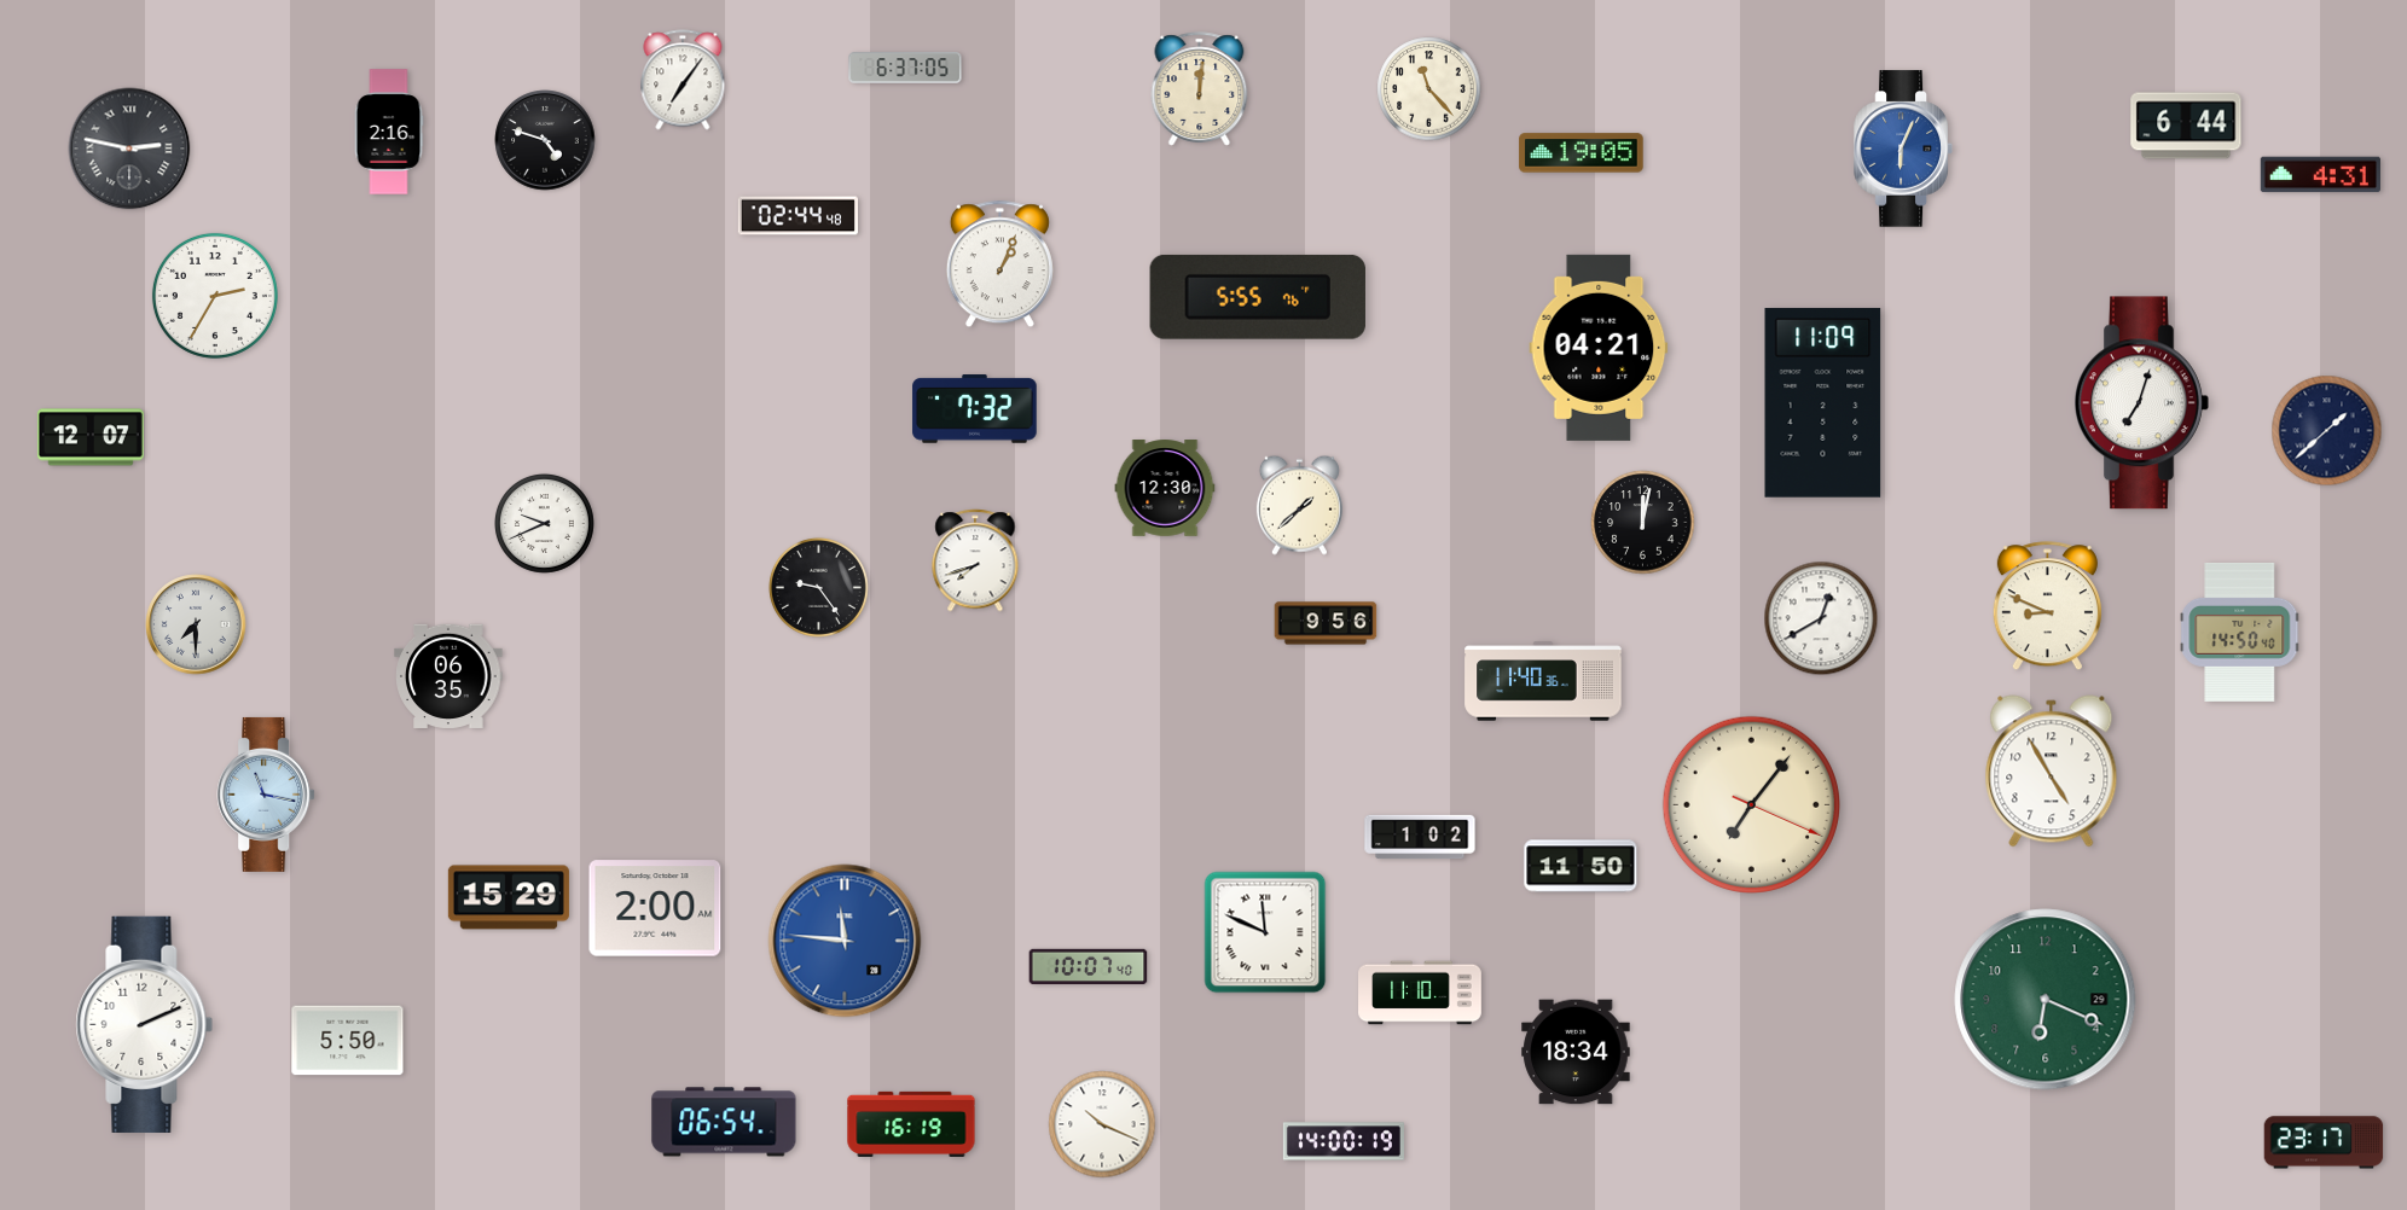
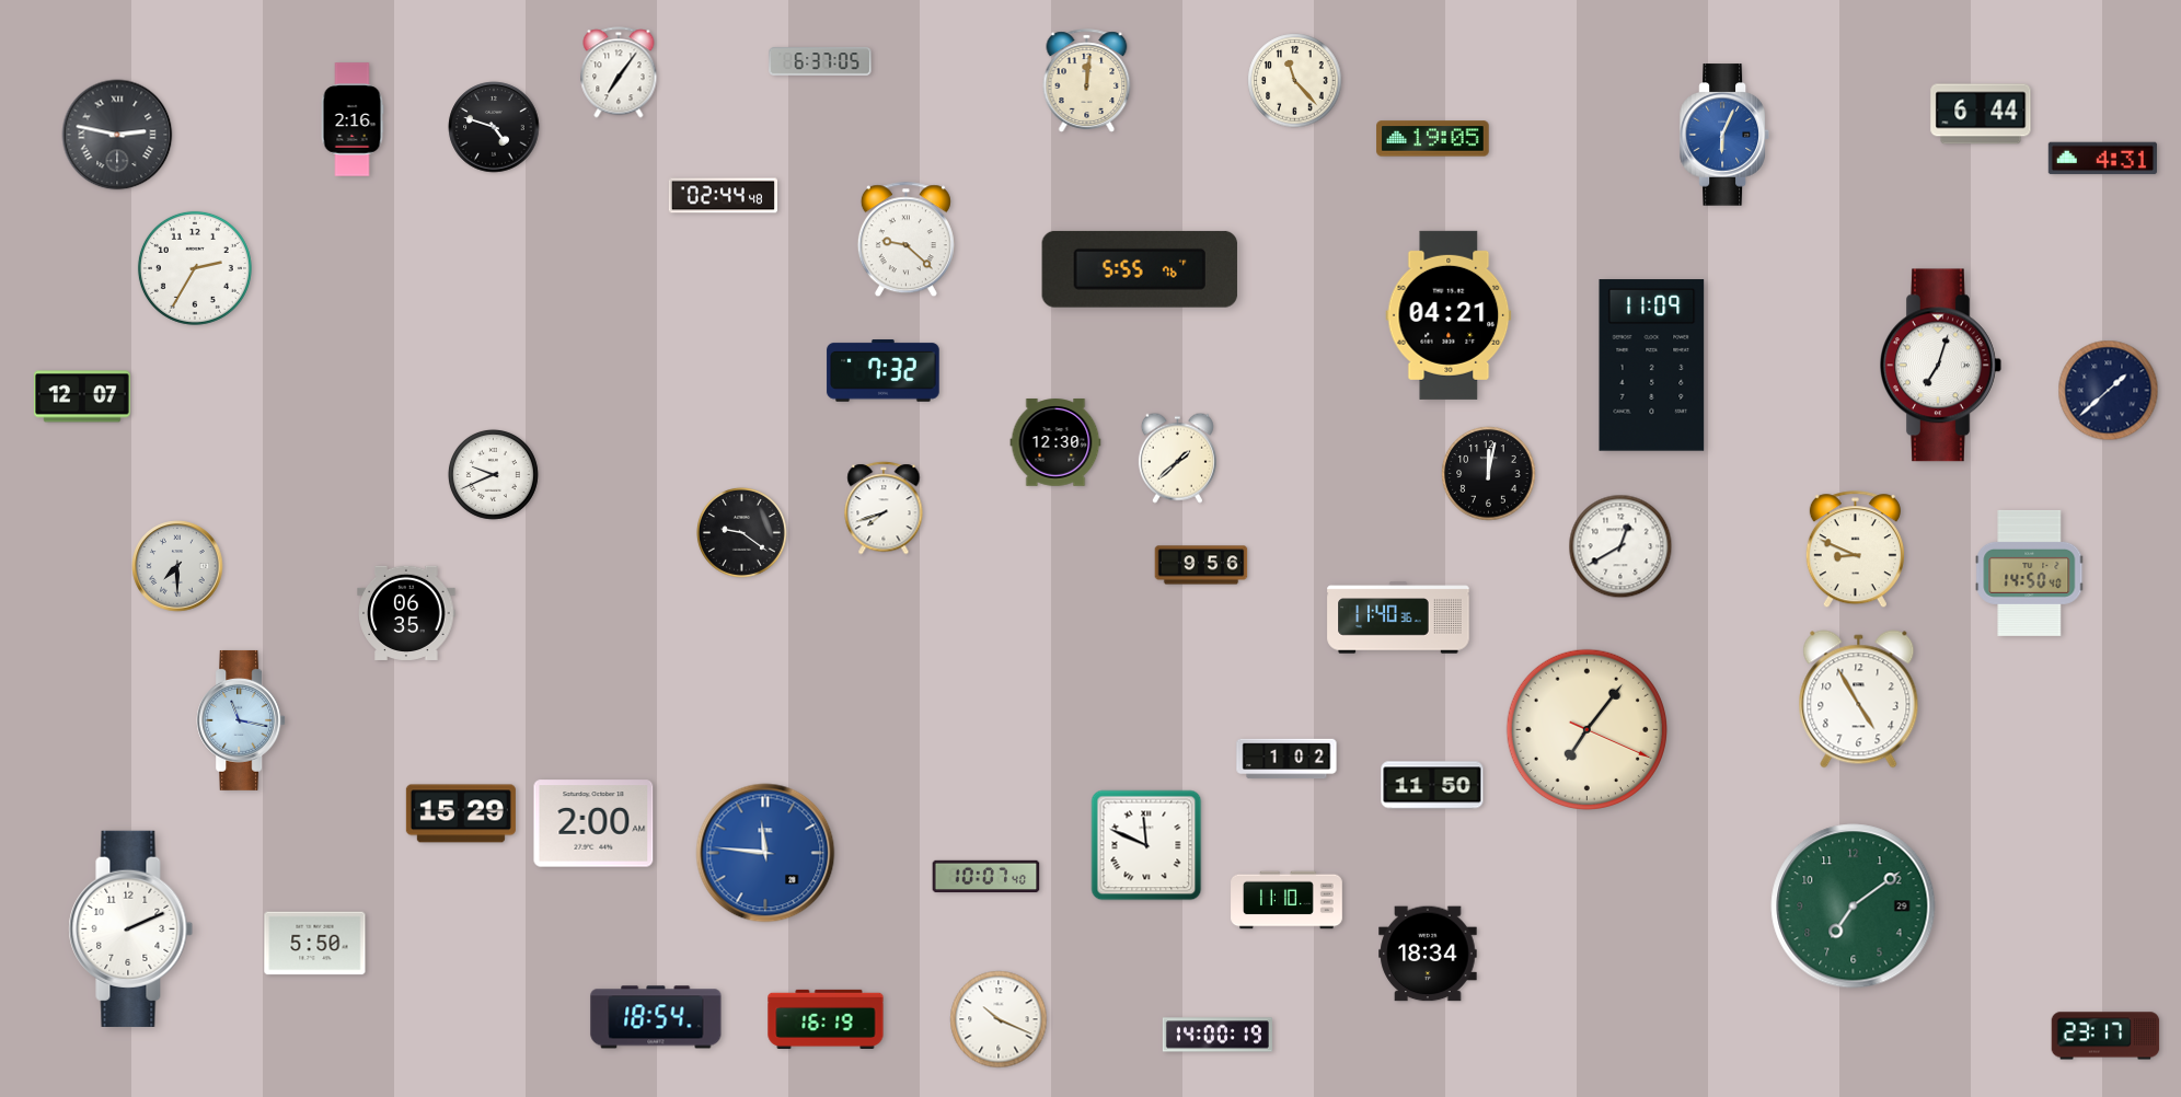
clock at (999, 264): 1:04 -> 9:22
clock at (818, 587): 9:24 -> 9:21
clock at (1821, 618) position: (1821, 618) -> (1620, 546)
clock at (2046, 1000): 6:19 -> 7:09
clock at (724, 1122): 06:54 -> 18:54
